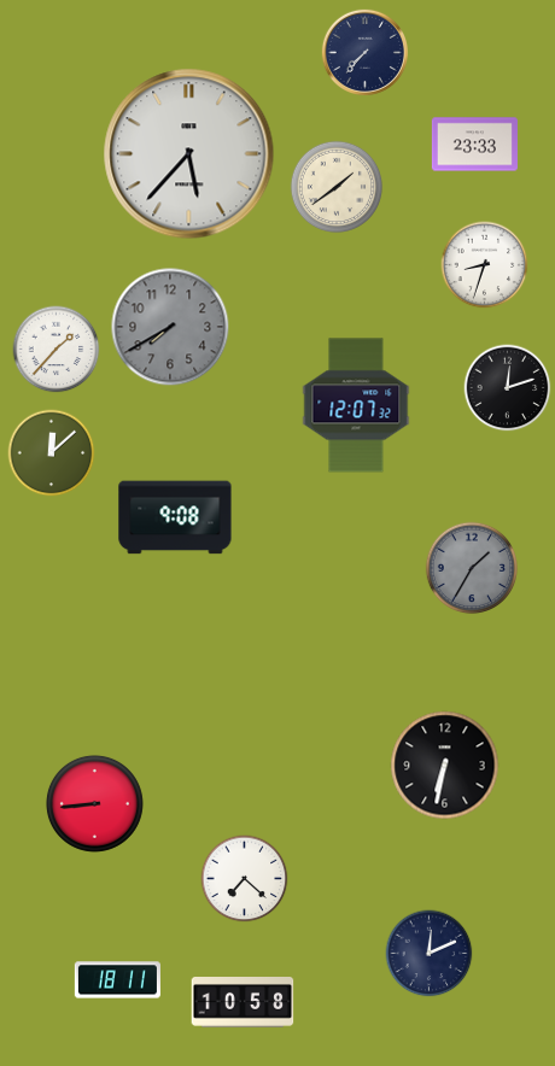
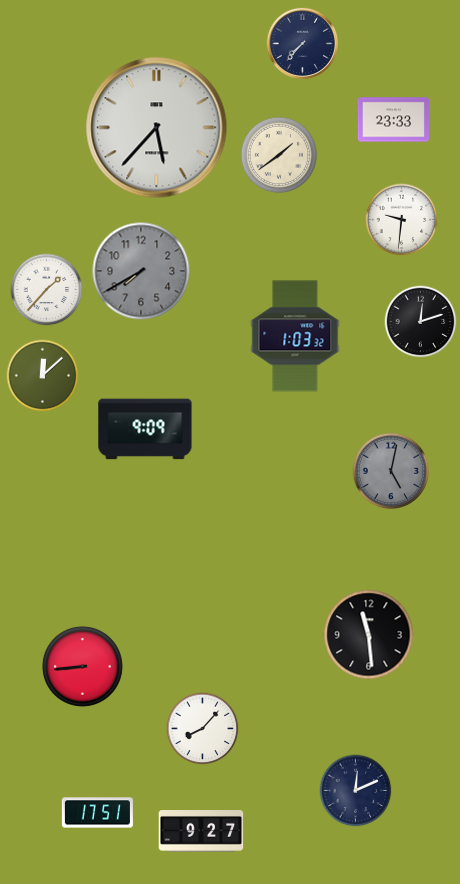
clock at (485, 265): 8:33 -> 9:31
clock at (356, 405): 12:07 -> 1:03
clock at (175, 517): 9:08 -> 9:09
clock at (472, 568): 1:35 -> 5:02
clock at (445, 766): 6:32 -> 11:29
clock at (94, 803) position: (94, 803) -> (82, 666)
clock at (245, 879): 7:22 -> 8:07
clock at (117, 980): 18:11 -> 17:51
clock at (243, 1003): 10:58 -> 9:27
